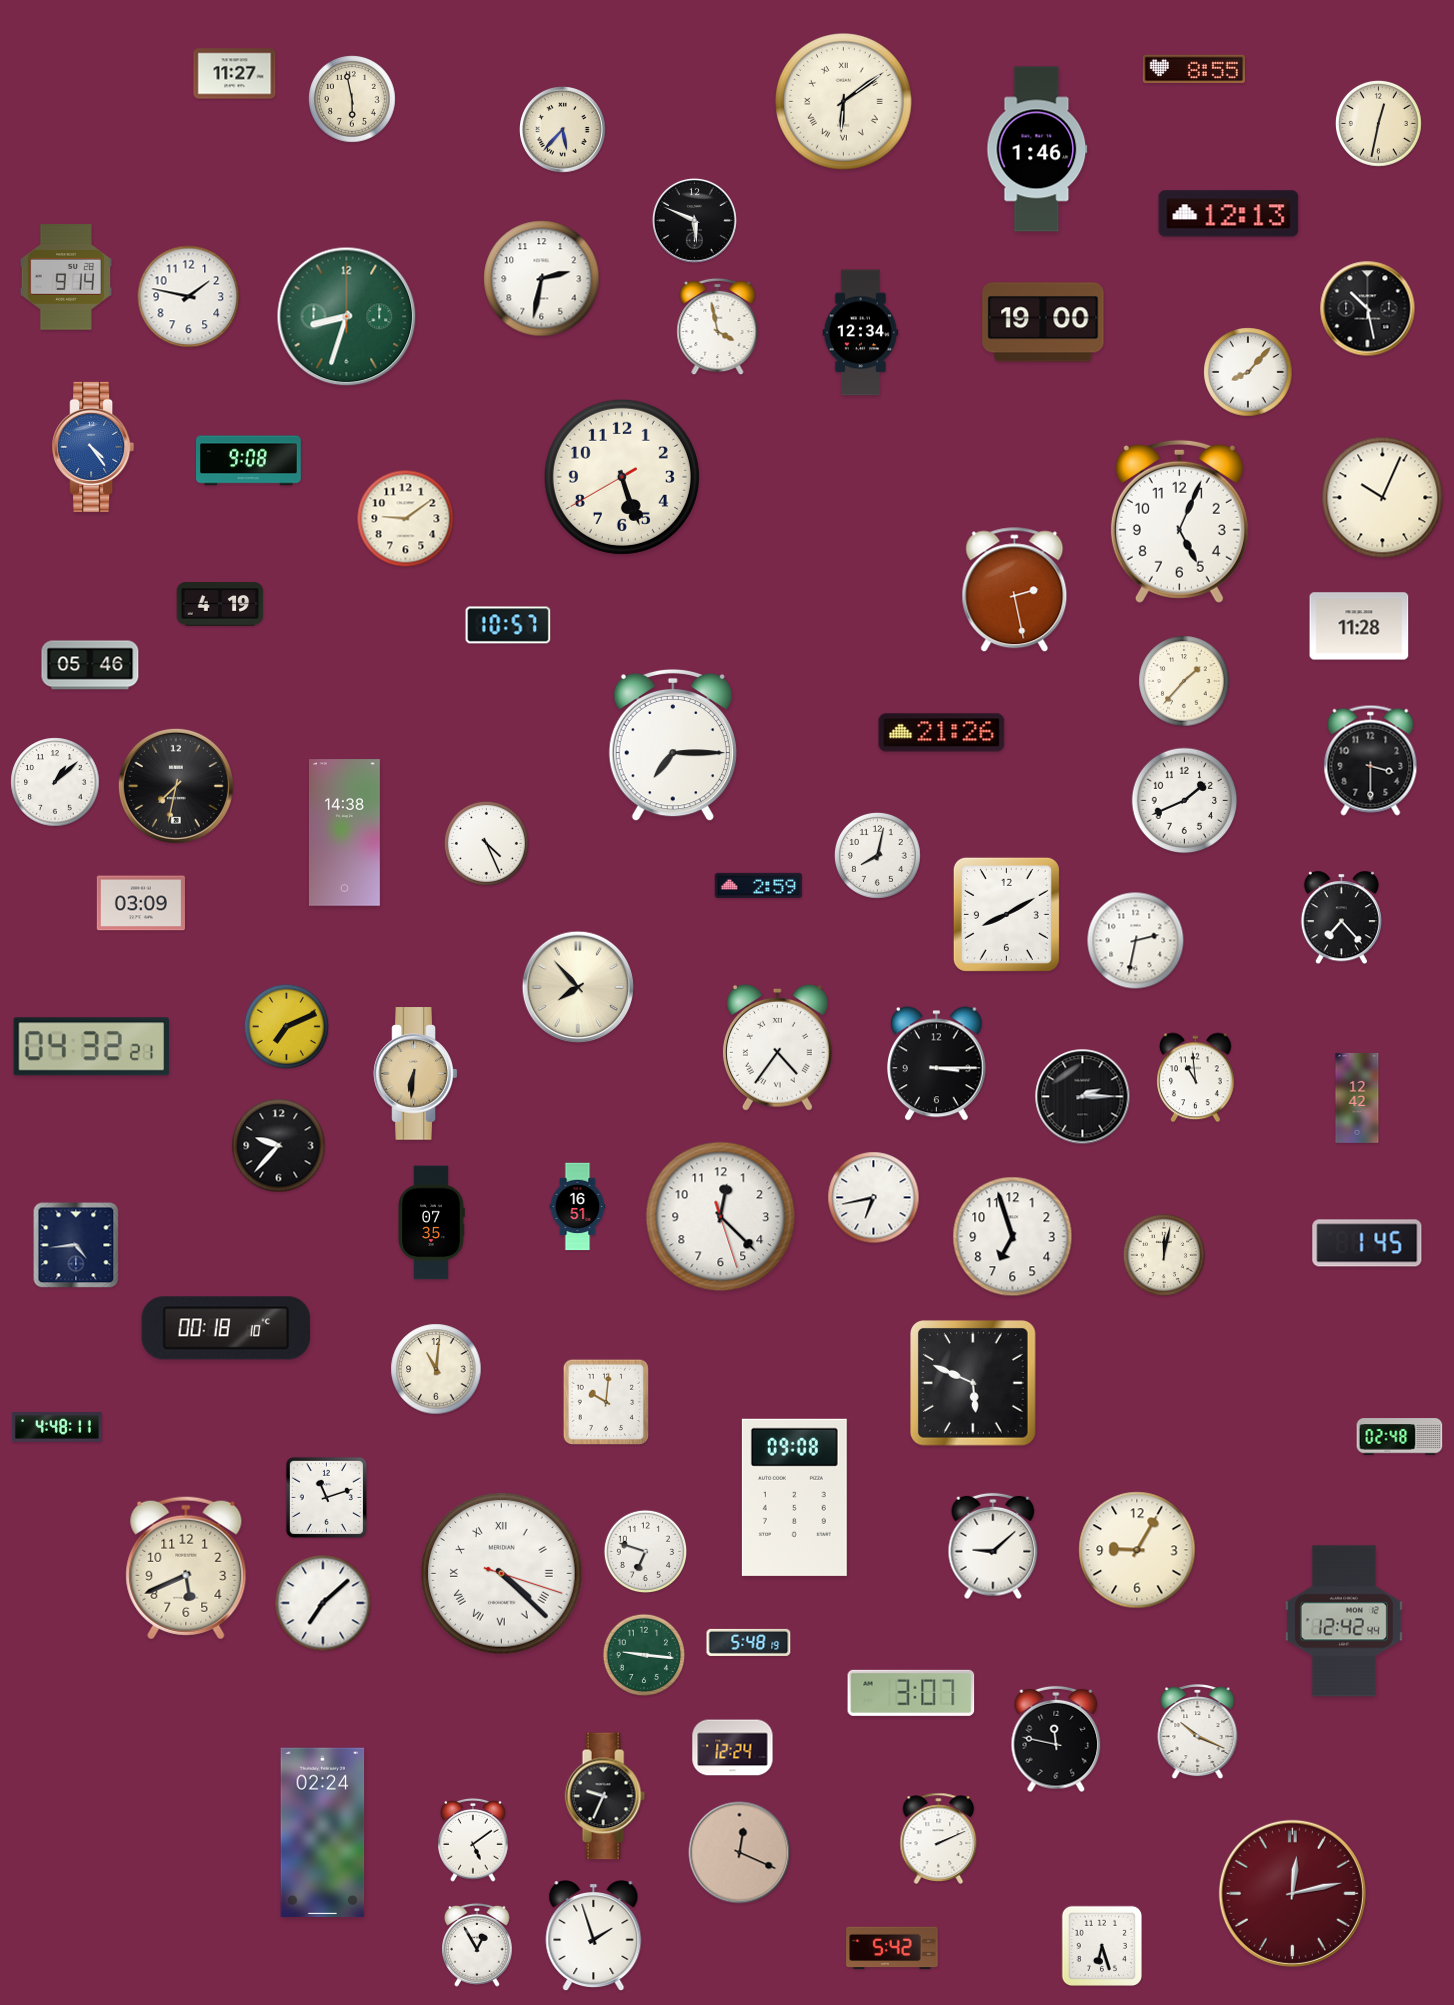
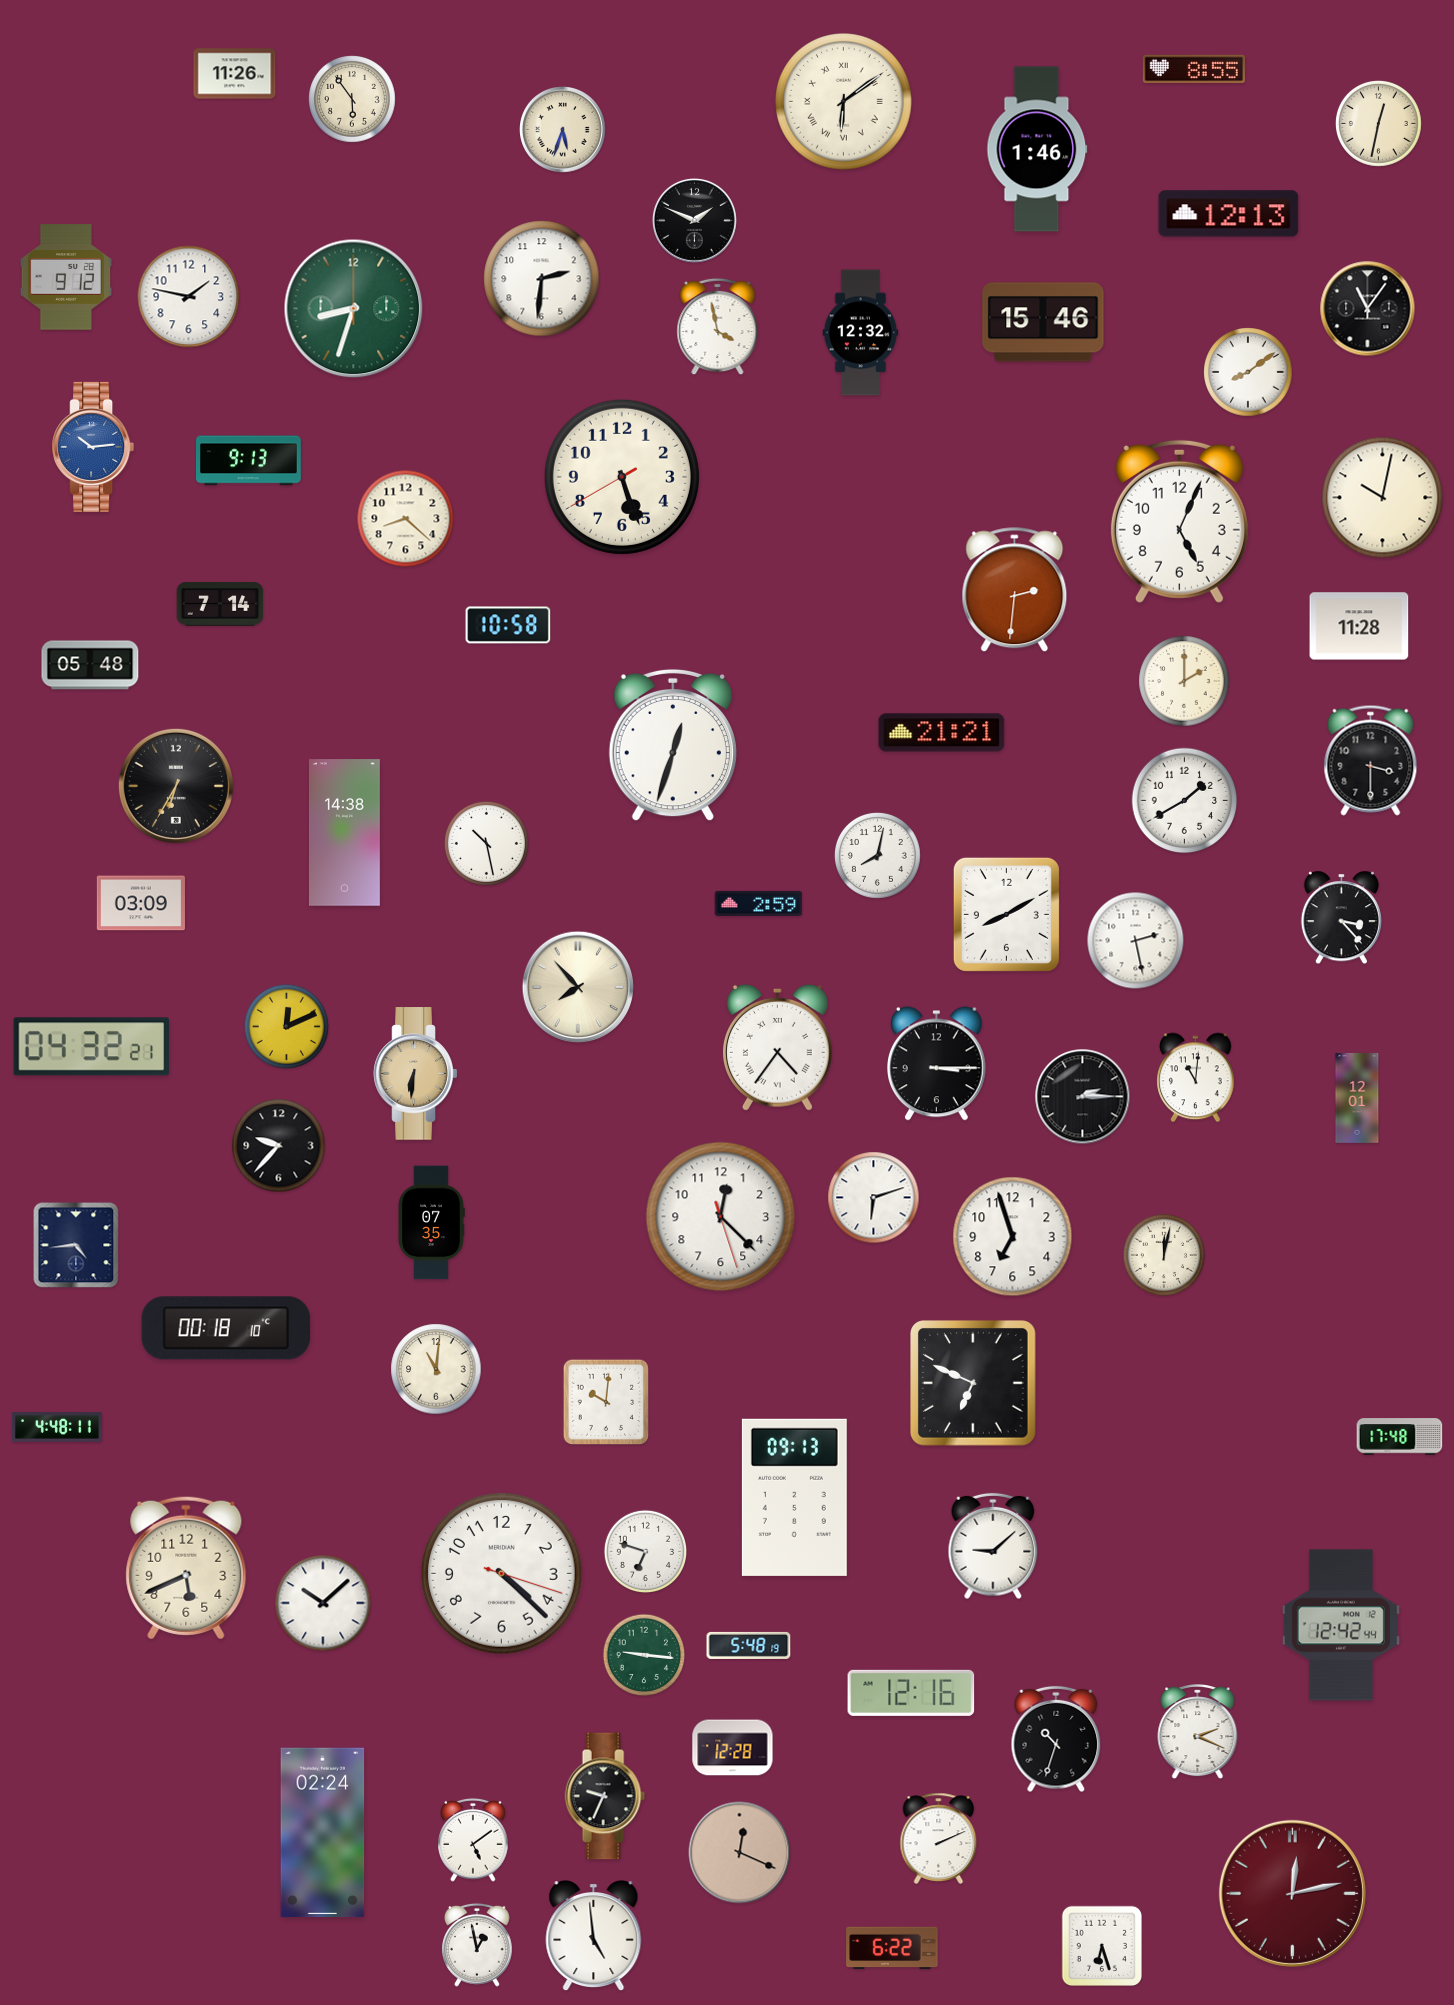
clock at (235, 74): 11:27 -> 11:26
clock at (353, 100): 5:58 -> 5:54
clock at (563, 130): 5:37 -> 5:33
clock at (694, 220): 5:49 -> 1:49
clock at (65, 277): 9:14 -> 9:12
clock at (542, 279): 2:32 -> 2:31
clock at (1368, 309): 10:28 -> 11:06
clock at (347, 317) position: (347, 317) -> (354, 309)
clock at (1043, 322): 19:00 -> 15:46
clock at (861, 333): 12:34 -> 12:32
clock at (1248, 372): 8:07 -> 8:09
clock at (93, 447): 4:24 -> 10:14
clock at (249, 461): 9:08 -> 9:13
clock at (1383, 498): 10:04 -> 10:02
clock at (406, 519): 9:09 -> 8:22
clock at (1015, 590): 2:28 -> 2:31
clock at (220, 604): 4:19 -> 7:14
clock at (508, 625): 10:57 -> 10:58
clock at (90, 665): 05:46 -> 05:48
clock at (1184, 681): 1:37 -> 2:00
clock at (942, 733): 21:26 -> 21:21
clock at (673, 745): 7:15 -> 12:33
clock at (55, 782): 1:08 -> none
clock at (176, 786): 7:32 -> 6:35
clock at (1185, 801): 1:41 -> 1:40
clock at (486, 843): 4:26 -> 10:28
clock at (759, 885) position: (759, 885) -> (759, 903)
clock at (1341, 918): 7:23 -> 3:23
clock at (1136, 941): 2:32 -> 2:28
clock at (286, 1026): 7:11 -> 12:11
clock at (1196, 1078): 10:59 -> 11:01
clock at (1357, 1098): 12:42 -> 12:01
clock at (874, 1198): 6:43 -> 6:12
clock at (578, 1207): 16:51 -> none
clock at (1367, 1243): 1:45 -> none
clock at (974, 1384): 5:49 -> 6:49
clock at (1400, 1437): 02:48 -> 17:48
clock at (326, 1497): 11:12 -> none
clock at (794, 1497): 09:08 -> 09:13
clock at (1137, 1550): 9:05 -> none
clock at (502, 1574) numerals: Roman -> Arabic
clock at (323, 1603): 7:08 -> 10:08
clock at (1344, 1621) position: (1344, 1621) -> (1341, 1625)
clock at (749, 1642) position: (749, 1642) -> (749, 1645)
clock at (911, 1693): 3:07 -> 12:16
clock at (1198, 1733): 10:19 -> 2:19
clock at (1056, 1739): 11:47 -> 10:33
clock at (733, 1748): 12:24 -> 12:28
clock at (594, 1936): 1:57 -> 4:59
clock at (477, 1945): 12:55 -> 12:58
clock at (892, 1948): 5:42 -> 6:22
